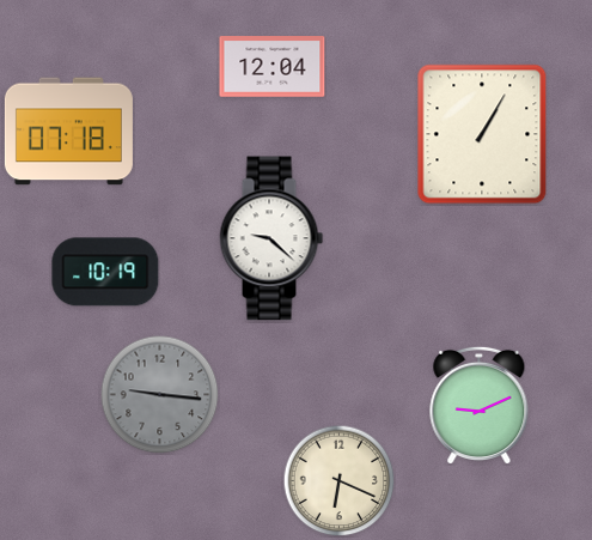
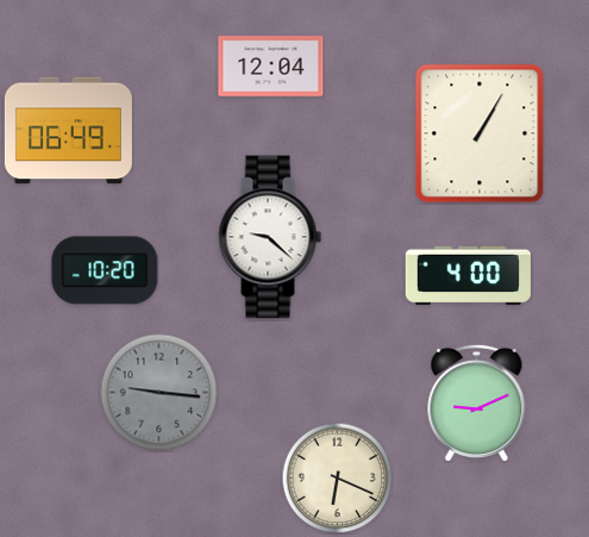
clock at (68, 132): 07:18 -> 06:49
clock at (105, 272): 10:19 -> 10:20
clock at (468, 276): none -> 4:00
